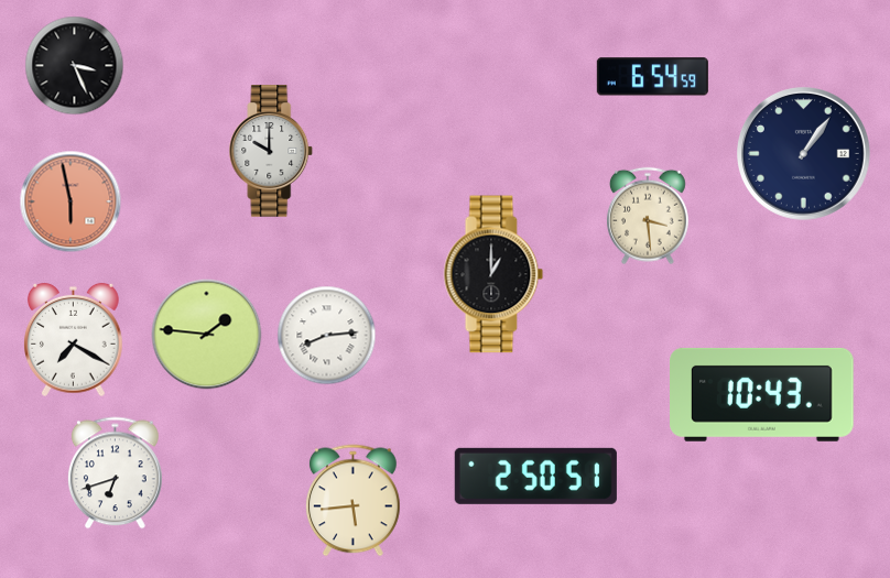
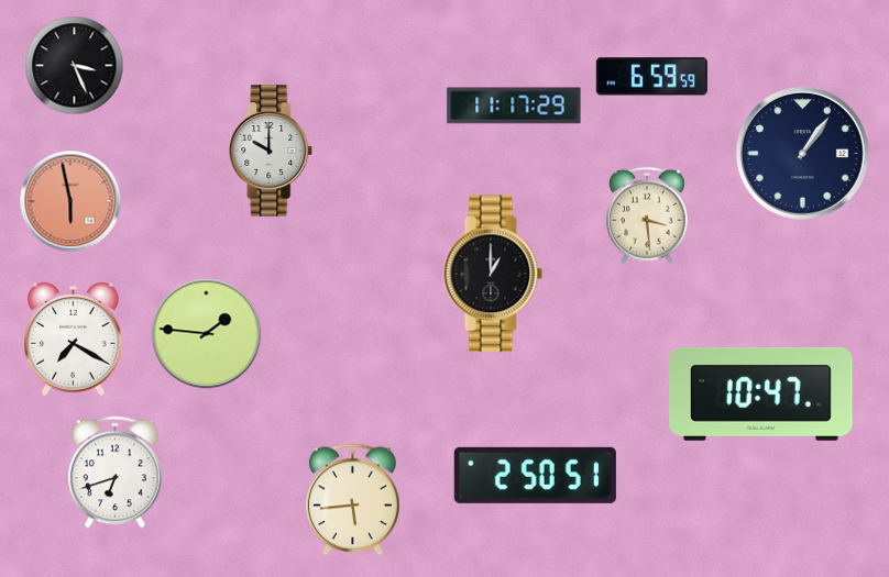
clock at (652, 77): 6:54 -> 6:59
clock at (514, 106): none -> 11:17
clock at (327, 336): 8:14 -> none
clock at (762, 394): 10:43 -> 10:47
